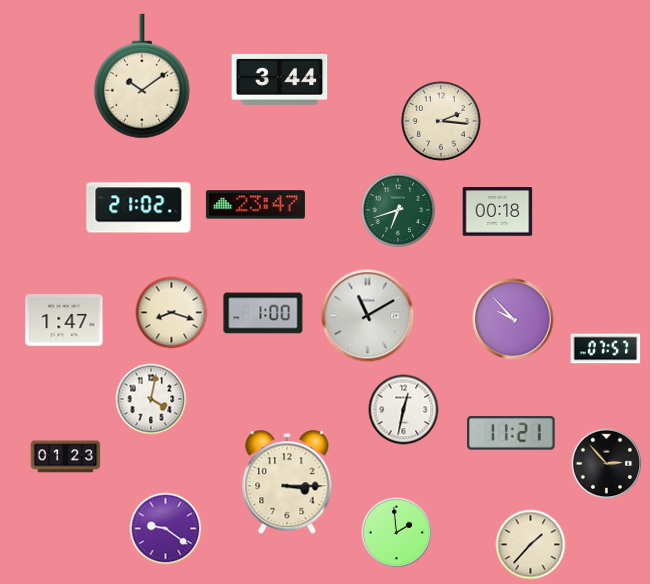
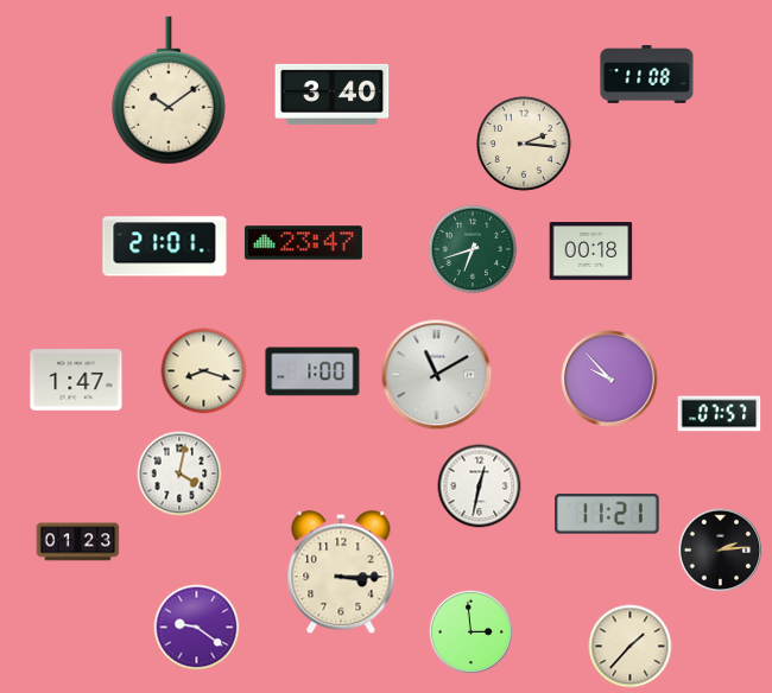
clock at (647, 75): none -> 11:08
clock at (280, 79): 3:44 -> 3:40
clock at (139, 208): 21:02 -> 21:01
clock at (607, 464): 2:53 -> 2:14
clock at (397, 533): 1:59 -> 2:59
